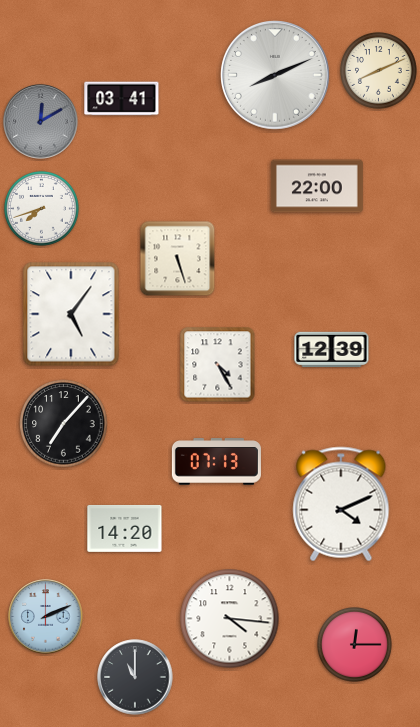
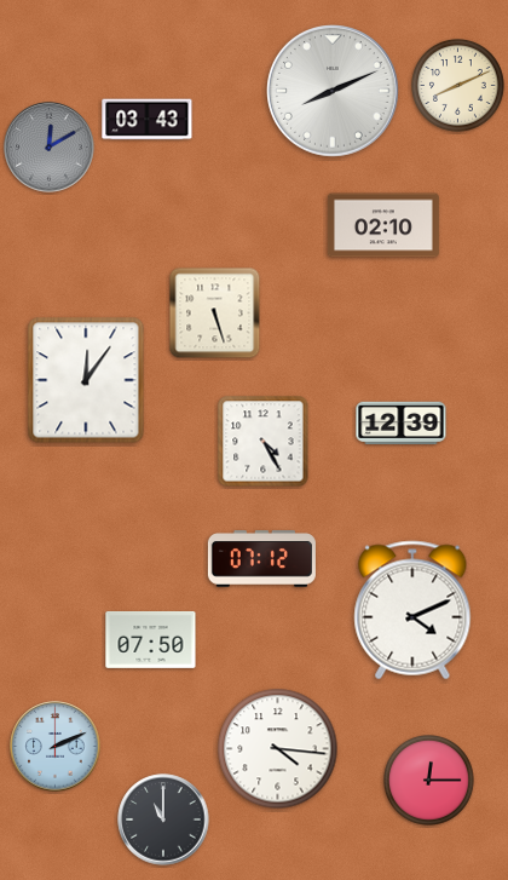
clock at (122, 99): 03:41 -> 03:43
clock at (317, 186): 22:00 -> 02:10
clock at (42, 209): 7:42 -> none
clock at (71, 314): 5:06 -> 12:06
clock at (64, 424): 7:07 -> none
clock at (216, 462): 07:13 -> 07:12
clock at (125, 528): 14:20 -> 07:50
